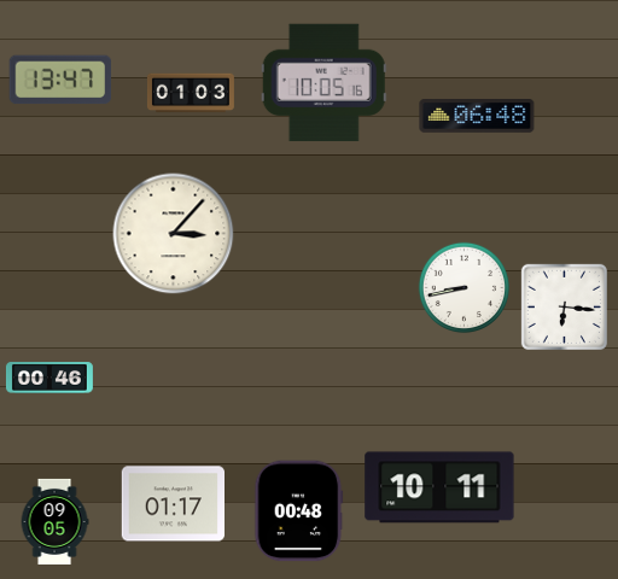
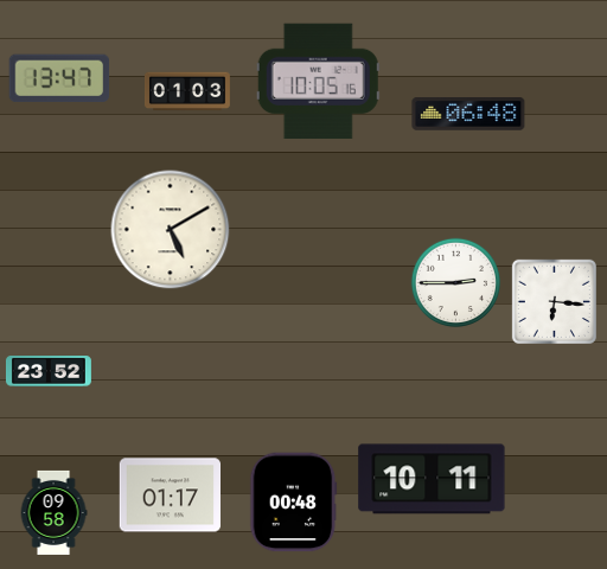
clock at (174, 234): 3:07 -> 5:10
clock at (465, 288): 8:43 -> 2:45
clock at (49, 379): 00:46 -> 23:52
clock at (54, 521): 09:05 -> 09:58
